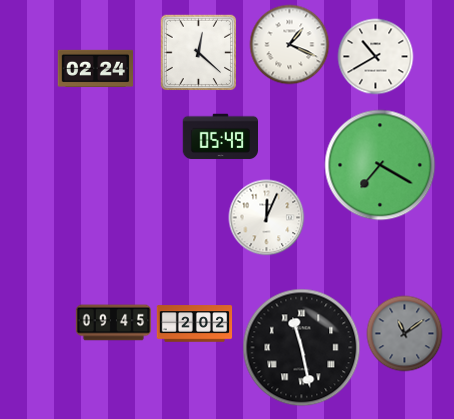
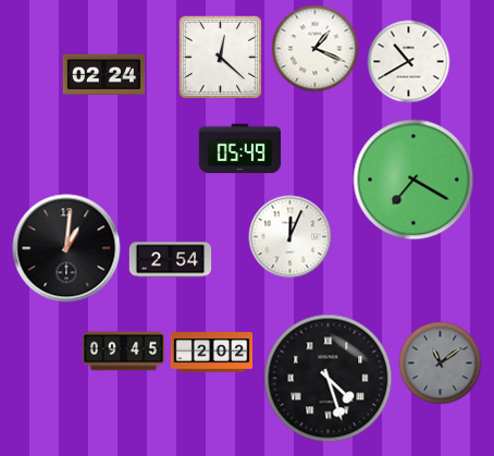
clock at (199, 53) position: (199, 53) -> (221, 58)
clock at (66, 248): none -> 1:01
clock at (171, 260): none -> 2:54
clock at (302, 348): 11:28 -> 4:27
